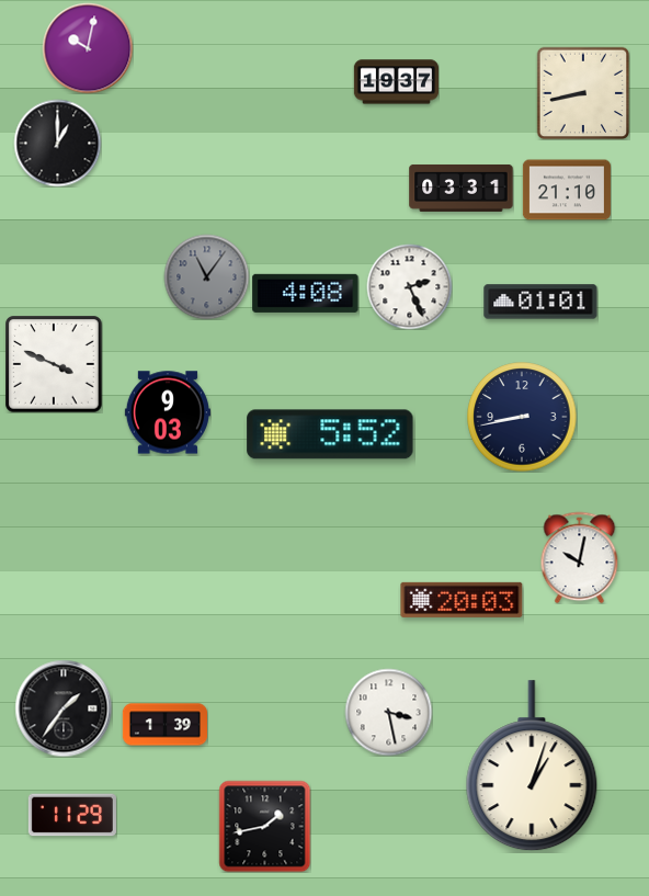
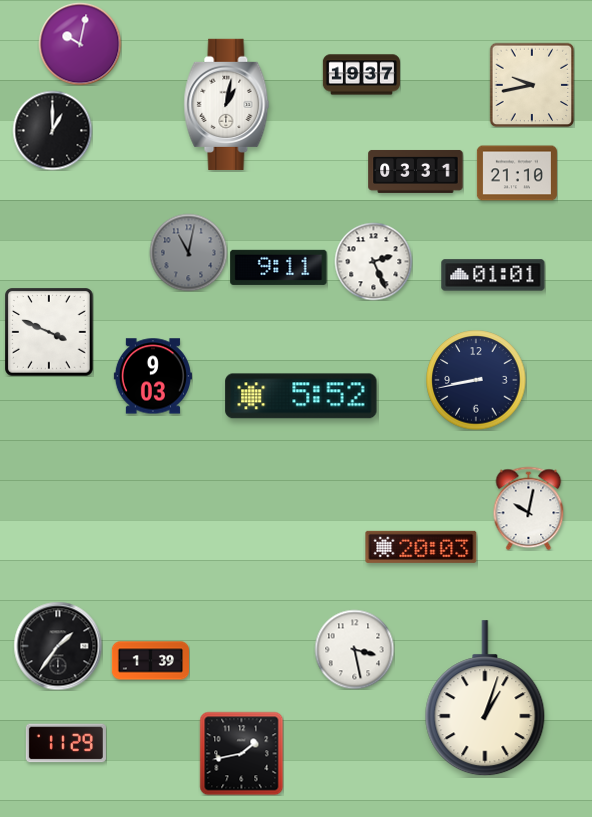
clock at (583, 93): 8:43 -> 9:43
clock at (227, 104): none -> 1:02
clock at (462, 188) position: (462, 188) -> (416, 171)
clock at (206, 276): 11:06 -> 11:02
clock at (306, 293): 4:08 -> 9:11
